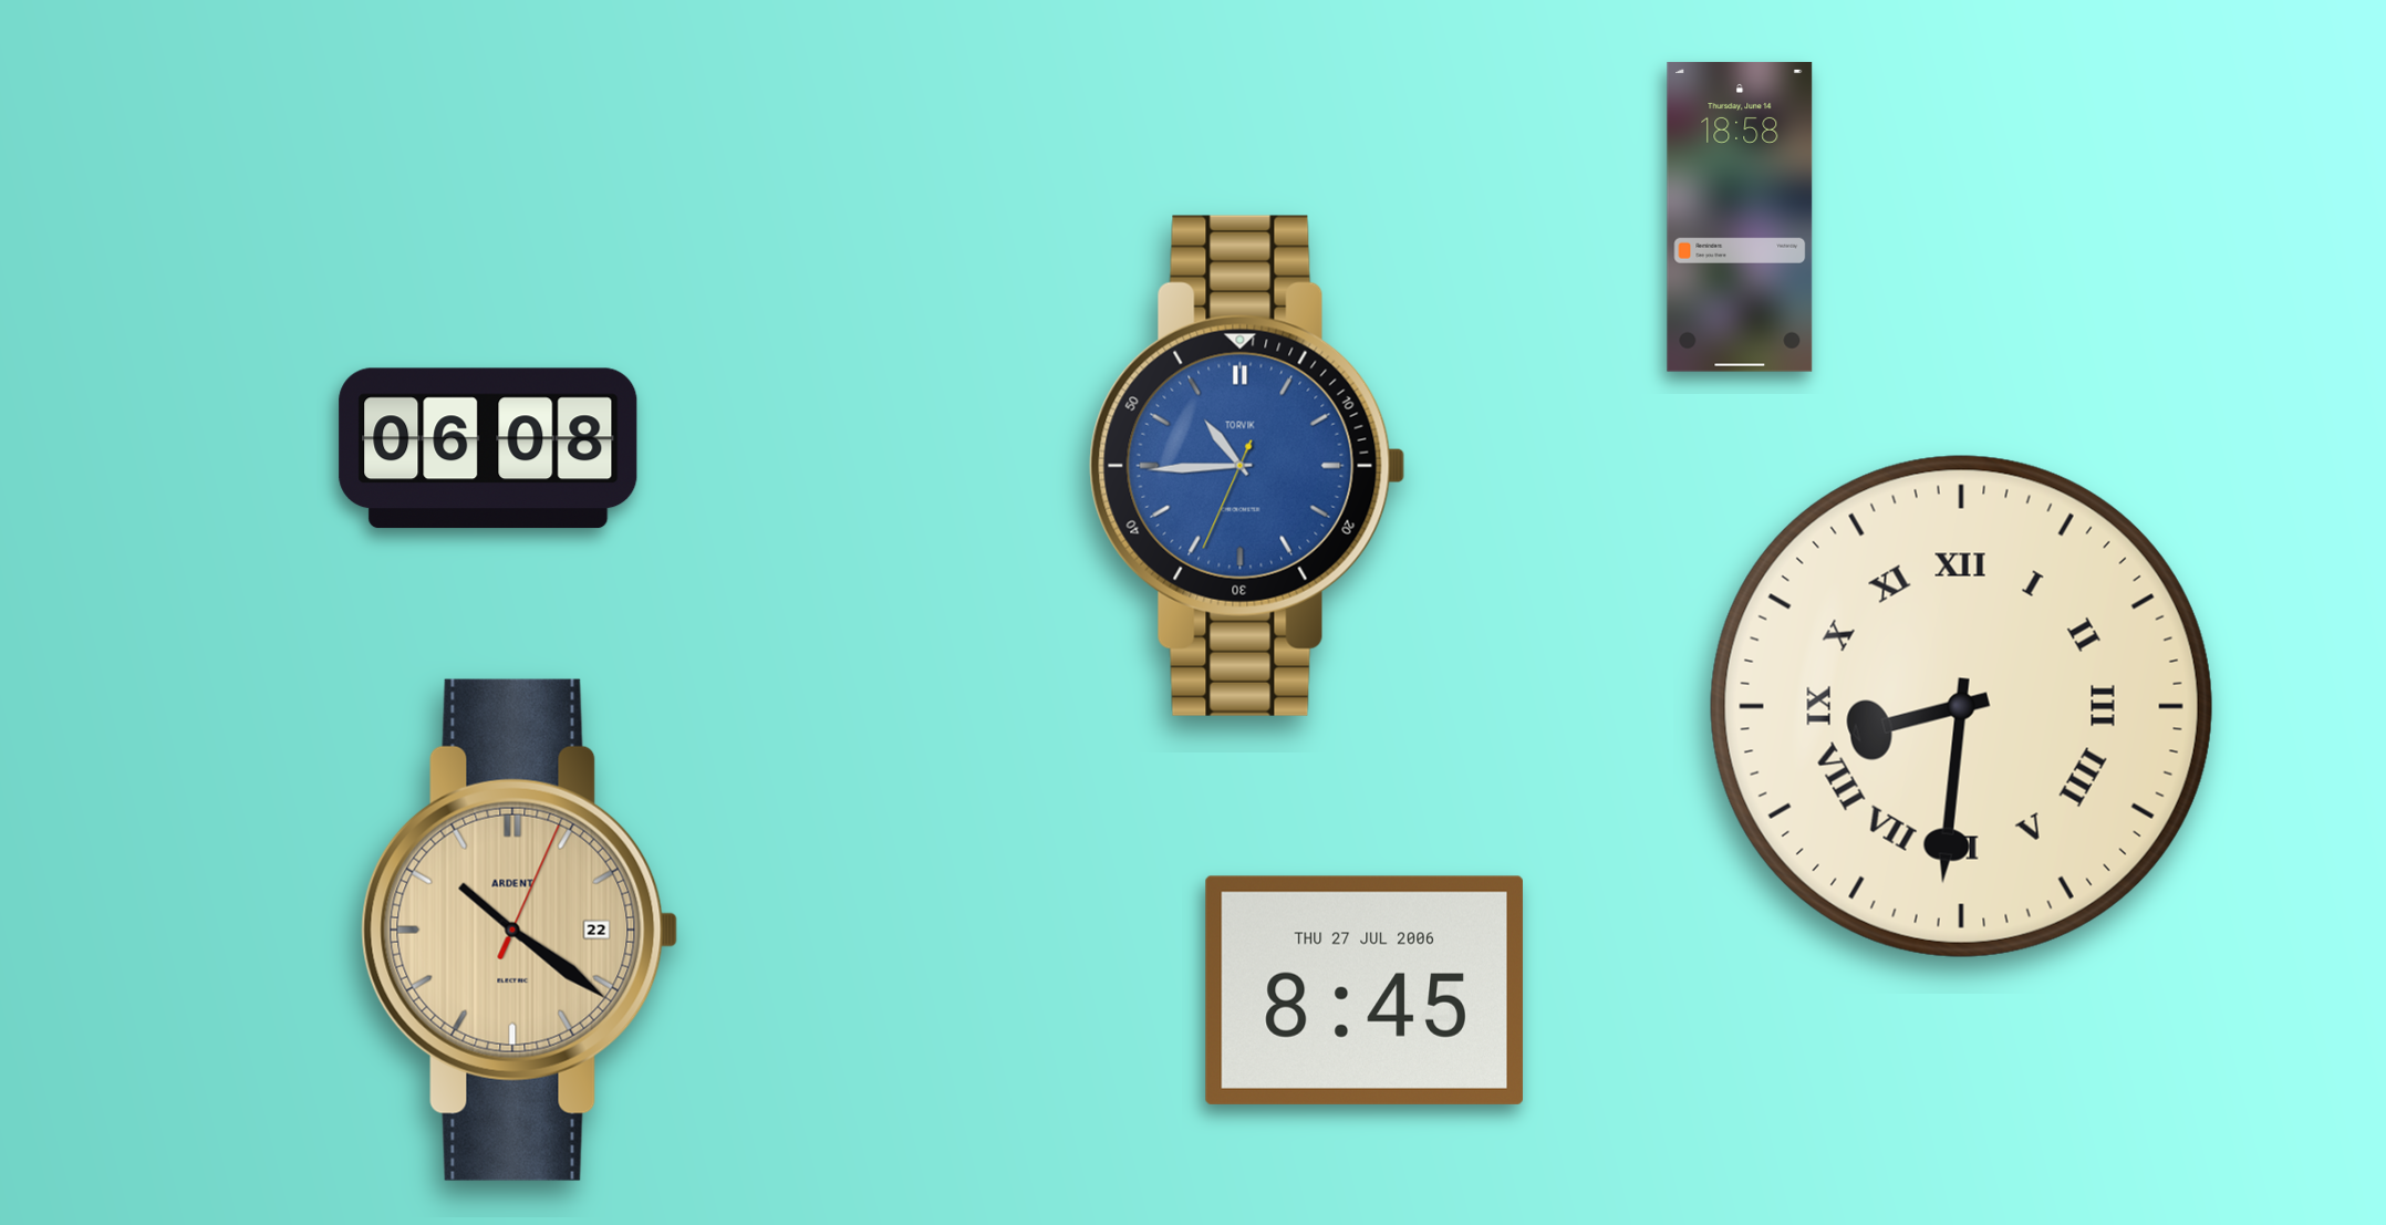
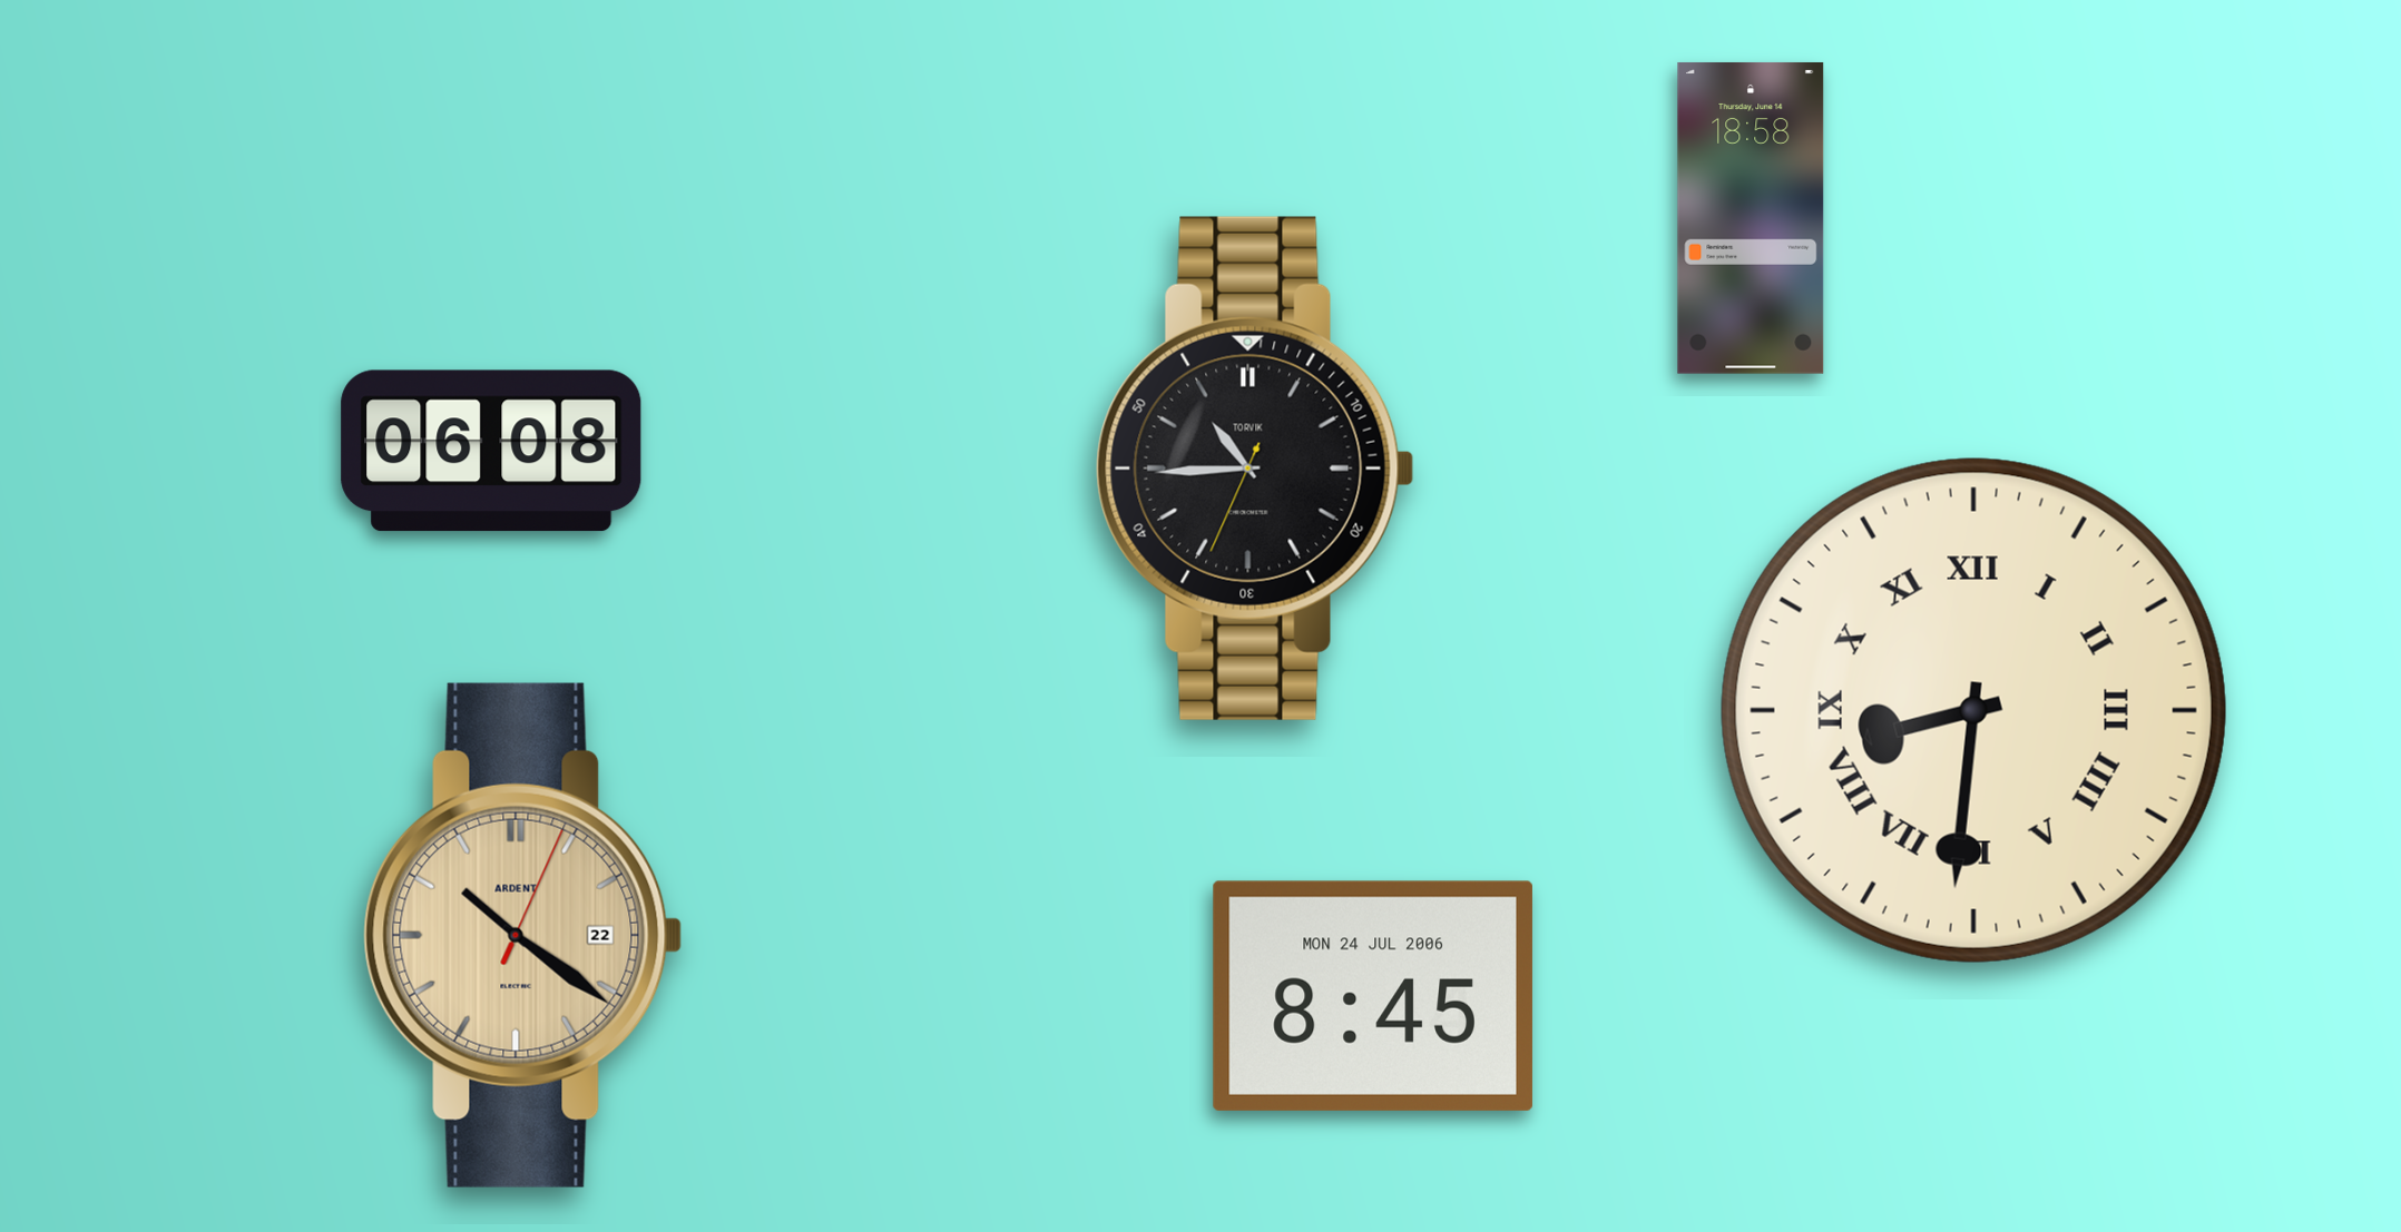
clock at (1247, 466) dial: blue -> black
clock at (1365, 990) date: THU 27 JUL 2006 -> MON 24 JUL 2006
